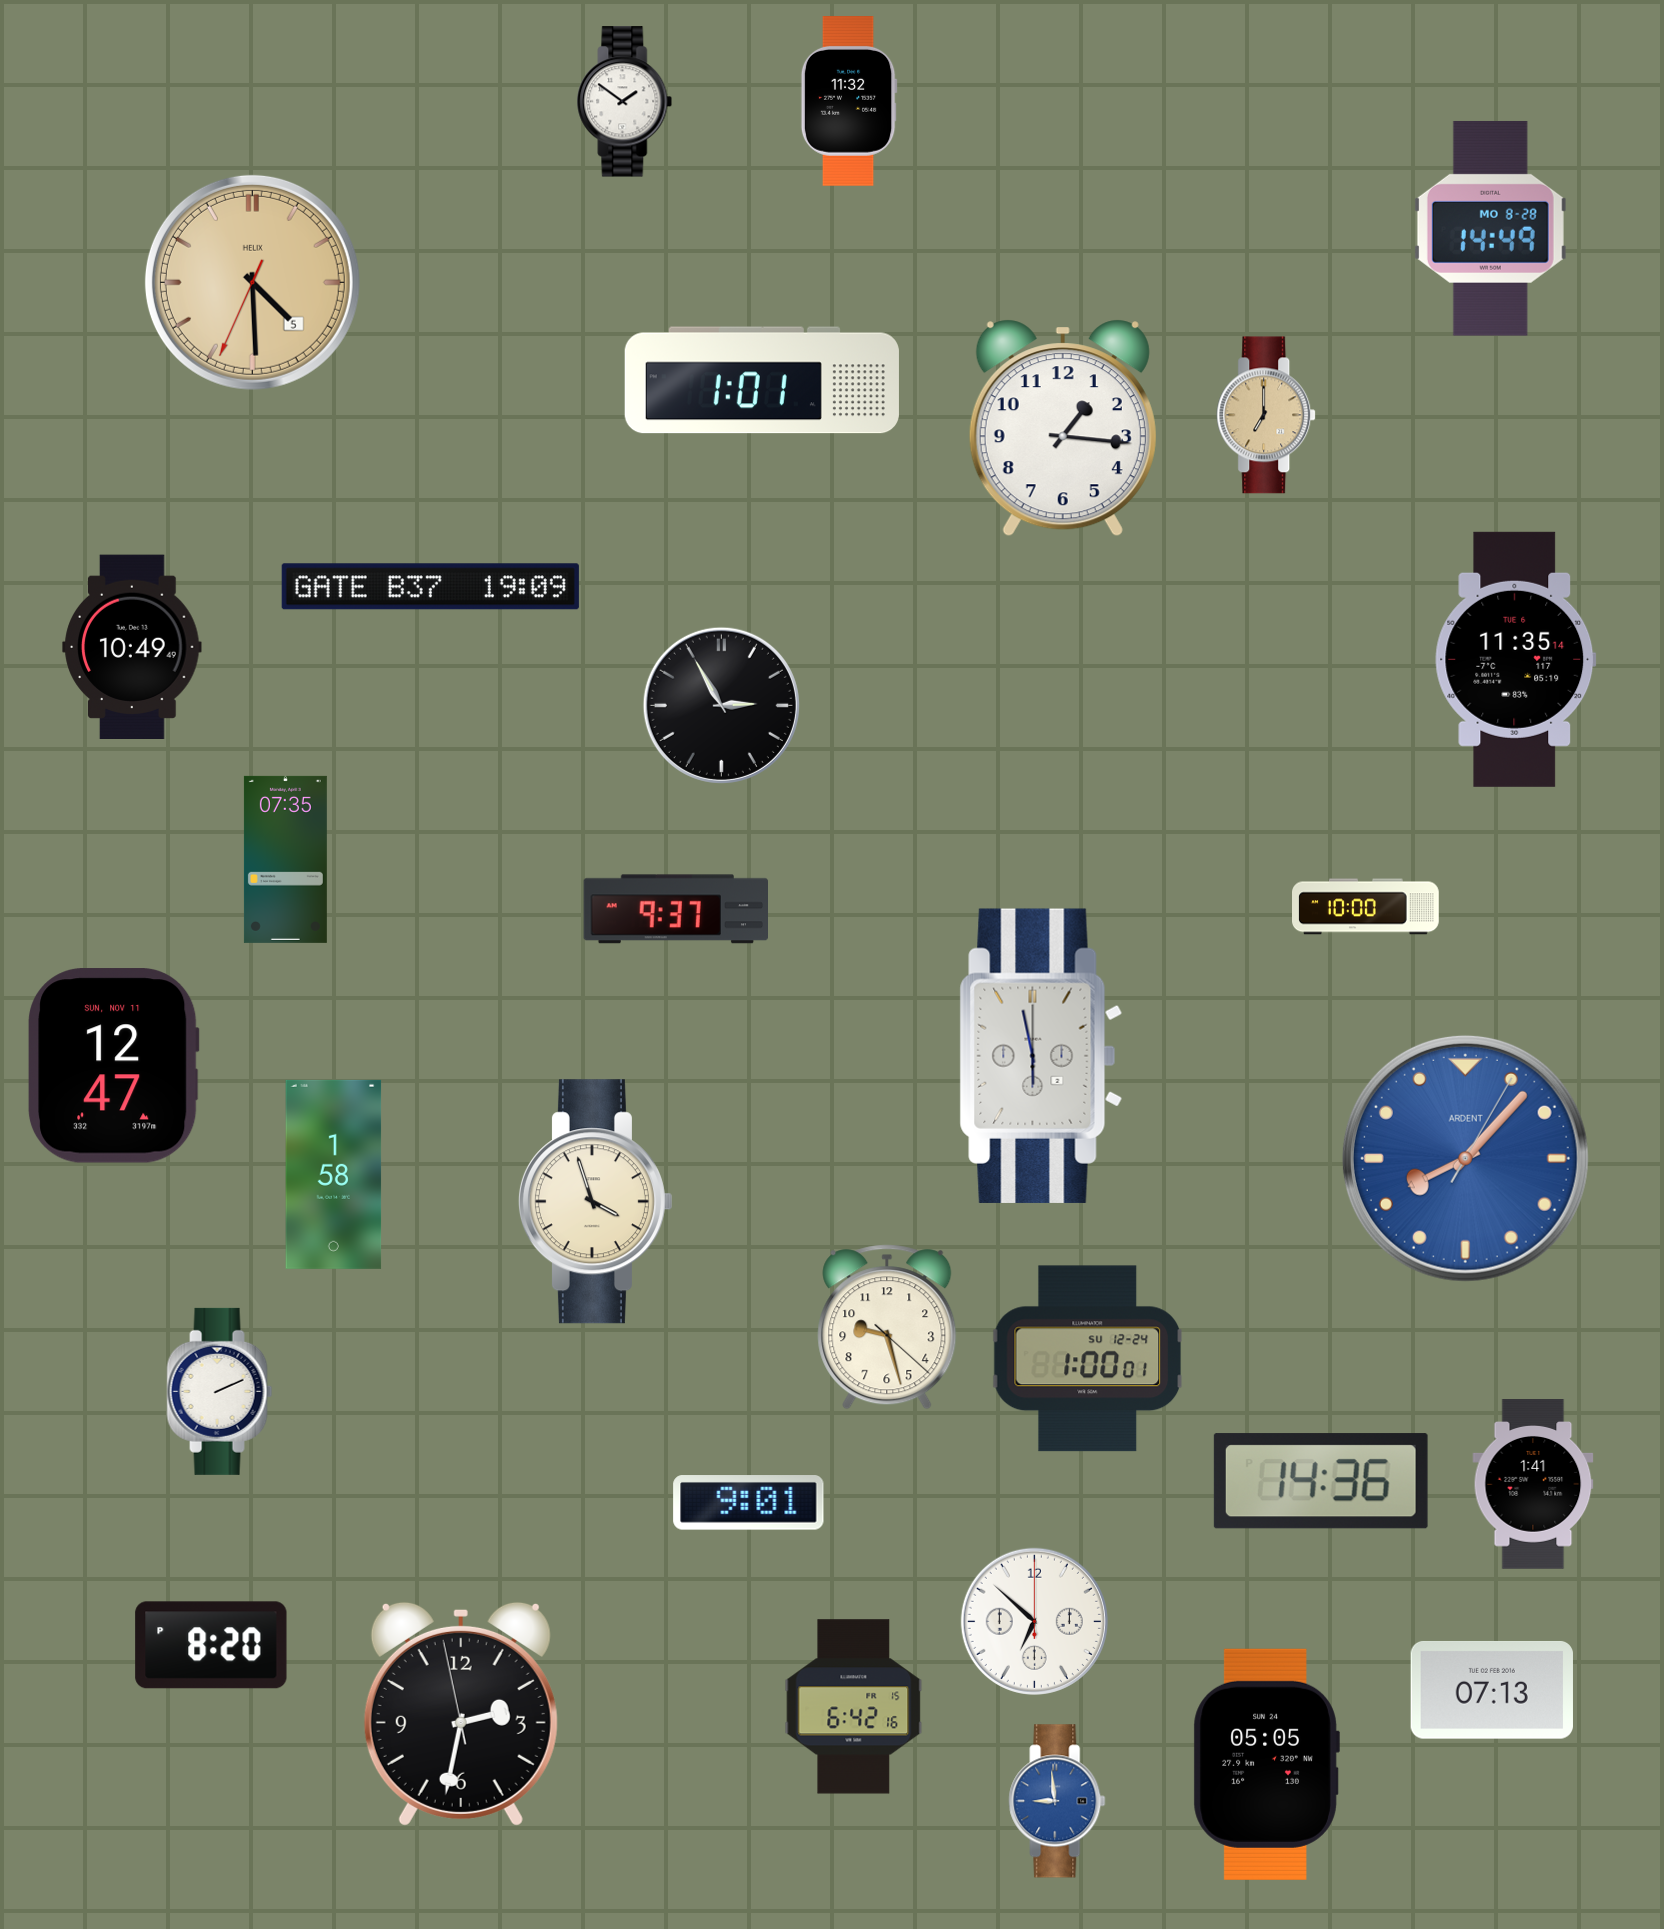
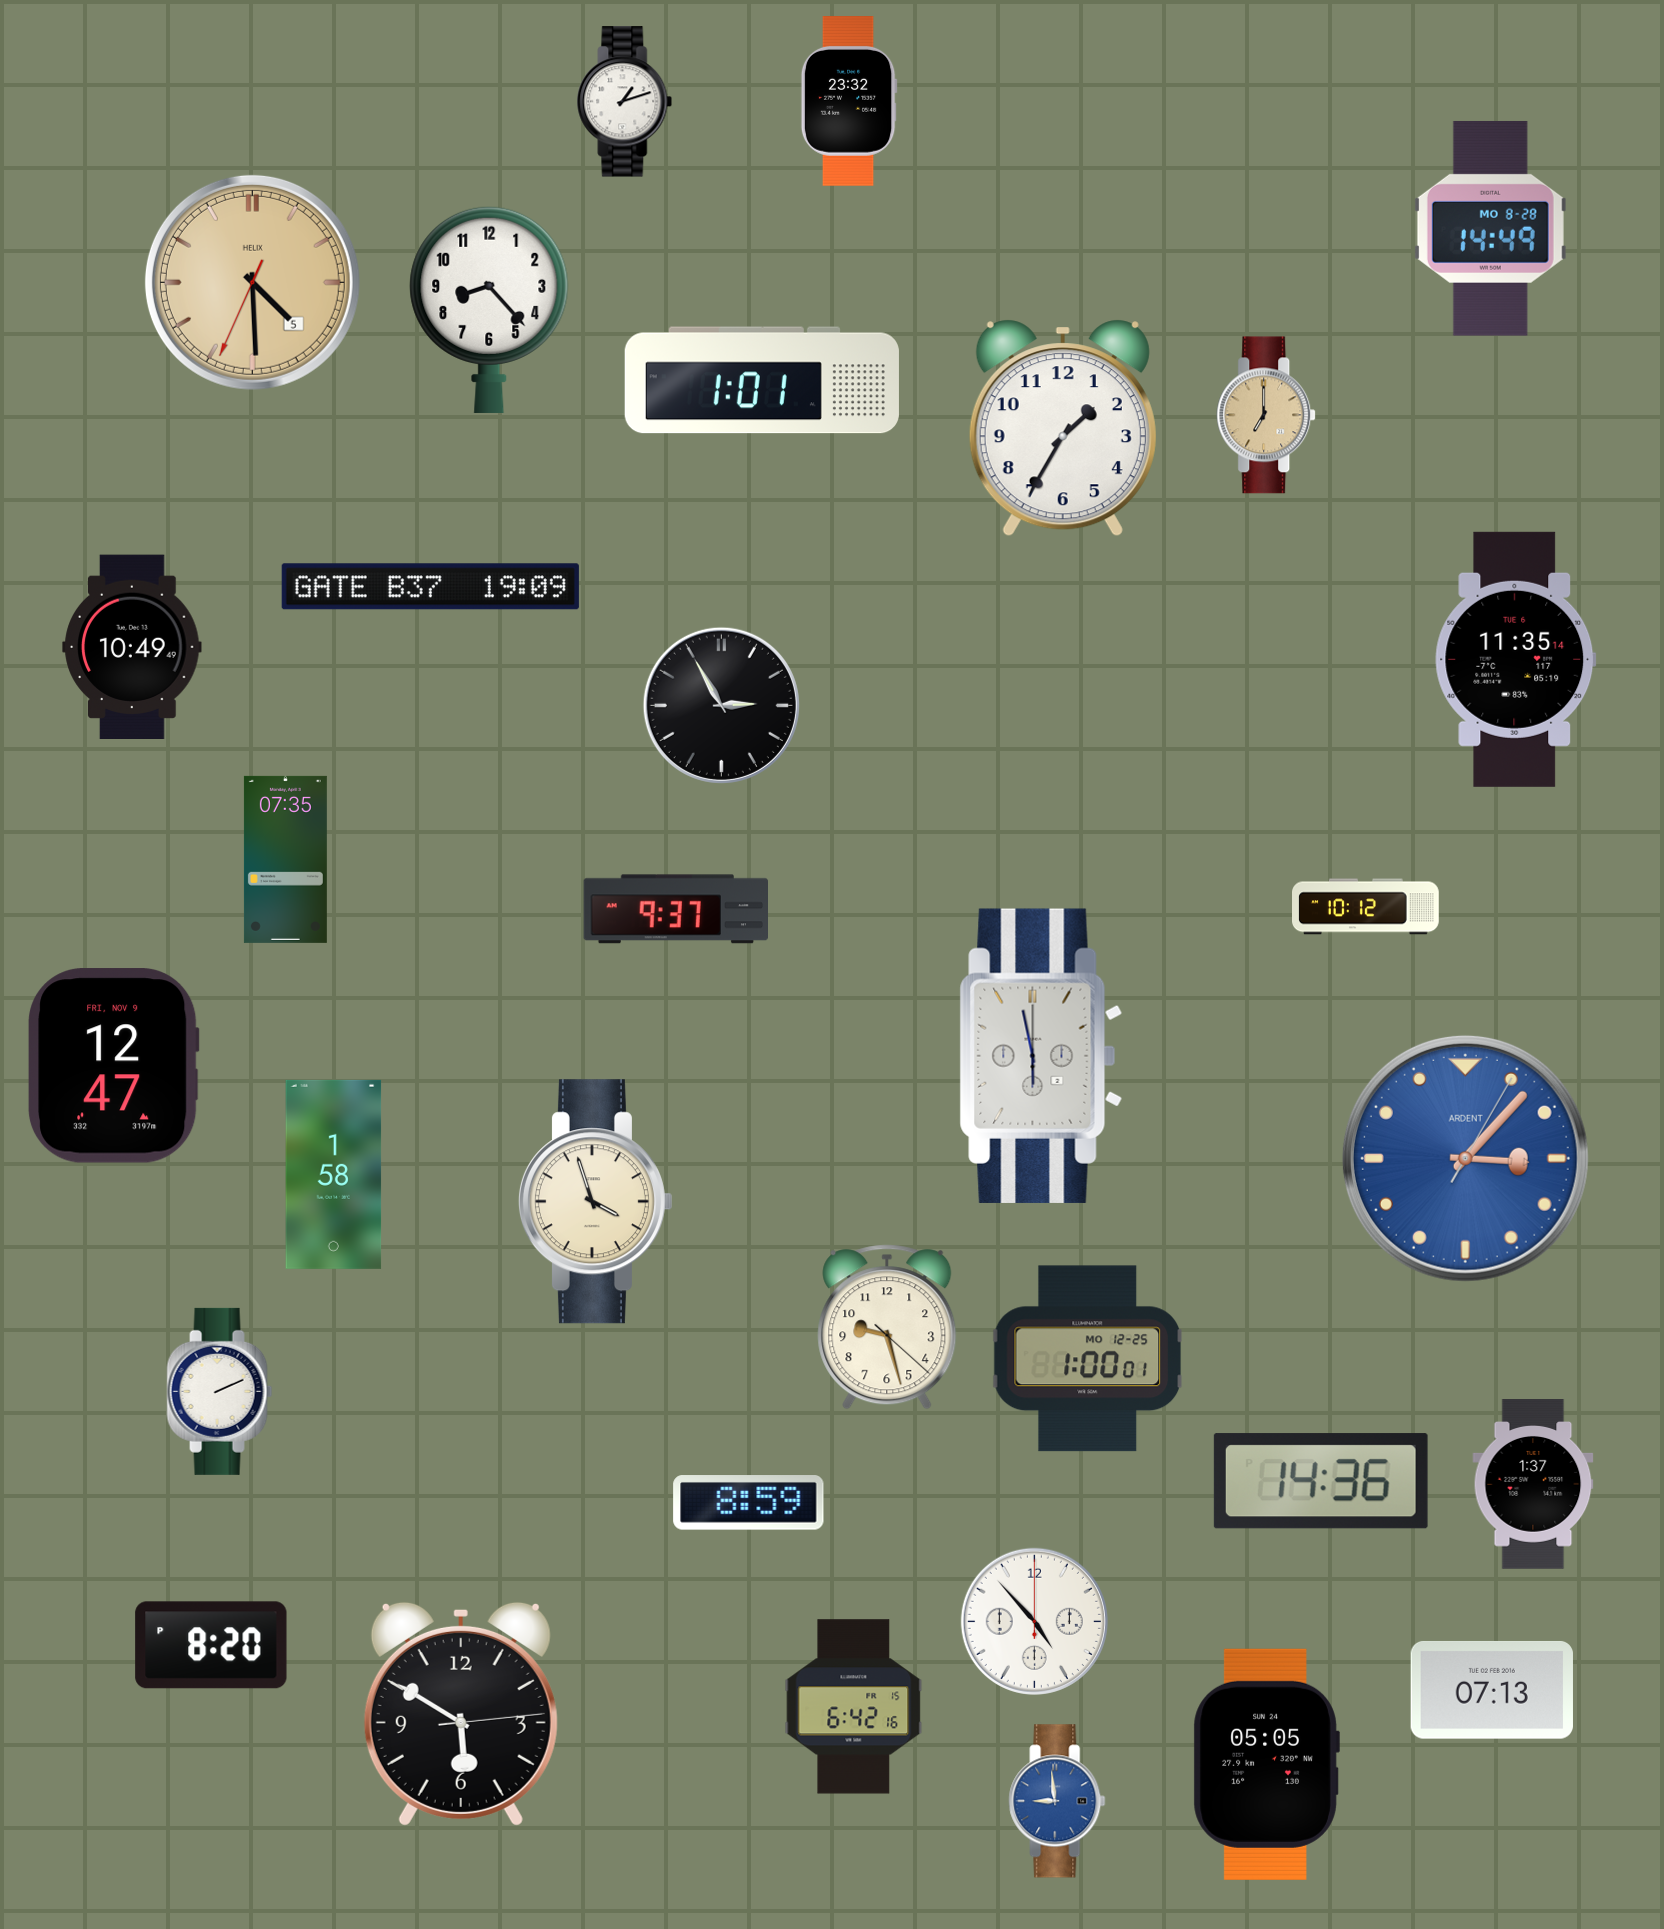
clock at (625, 102): 1:51 -> 1:12
clock at (849, 102): 11:32 -> 23:32
clock at (489, 309): none -> 8:23
clock at (1063, 428): 1:16 -> 1:35
clock at (1366, 907): 10:00 -> 10:12
clock at (113, 1066) date: SUN, NOV 11 -> FRI, NOV 9
clock at (1465, 1158): 8:07 -> 3:07
clock at (1088, 1359) date: SU 12-24 -> MO 12-25
clock at (1533, 1484): 1:41 -> 1:37
clock at (749, 1503): 9:01 -> 8:59
clock at (1034, 1621): 6:52 -> 4:53
clock at (461, 1714): 2:31 -> 5:50
